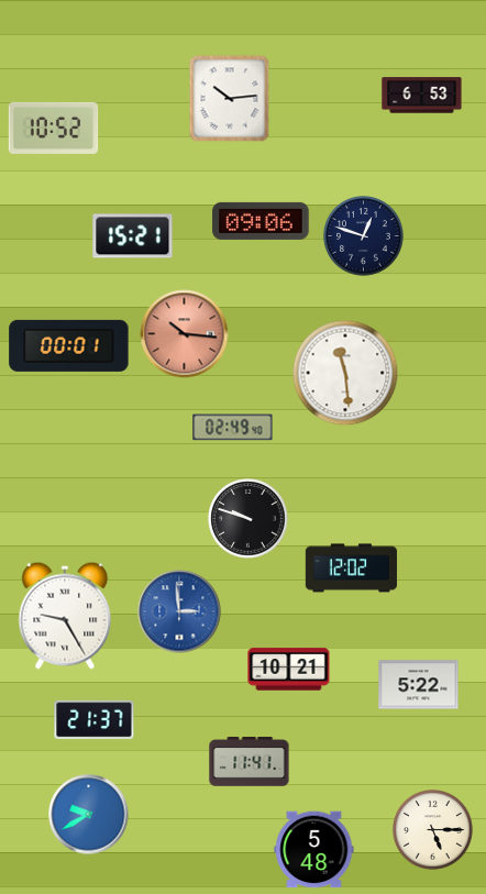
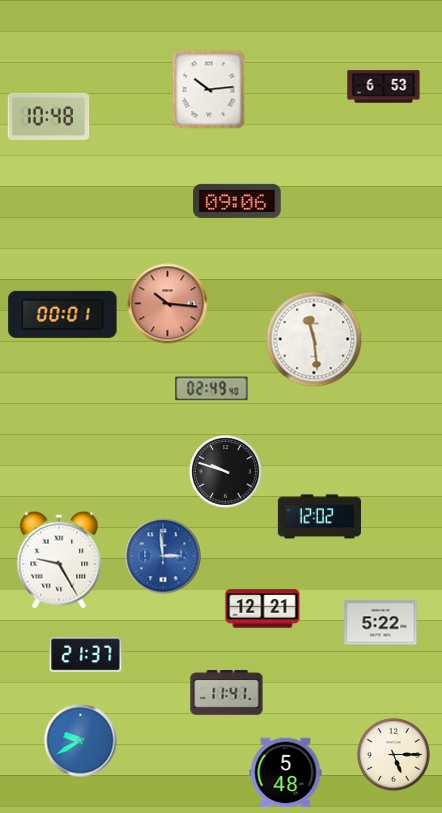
clock at (54, 128): 10:52 -> 10:48
clock at (133, 236): 15:21 -> none
clock at (364, 236): 12:48 -> none
clock at (289, 670): 10:21 -> 12:21
